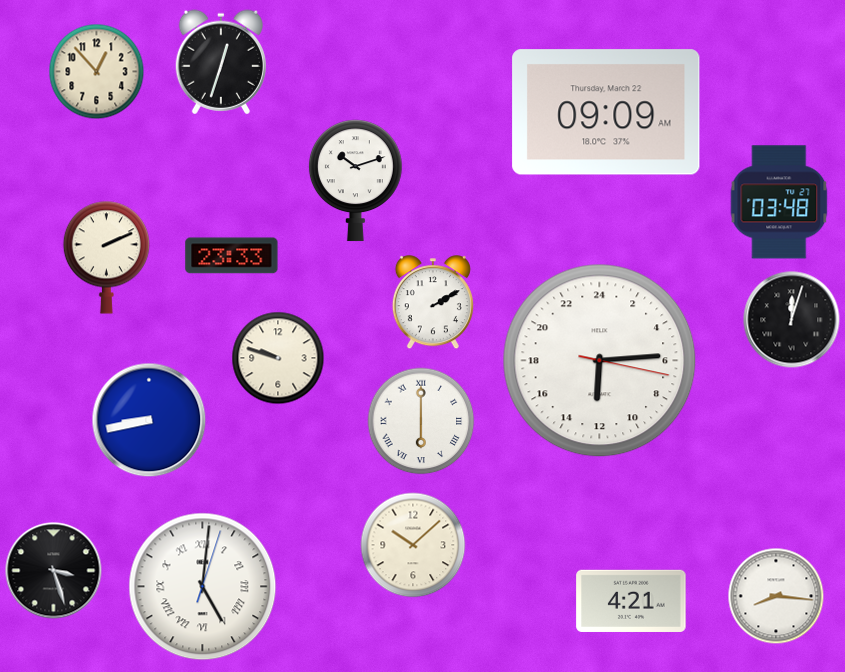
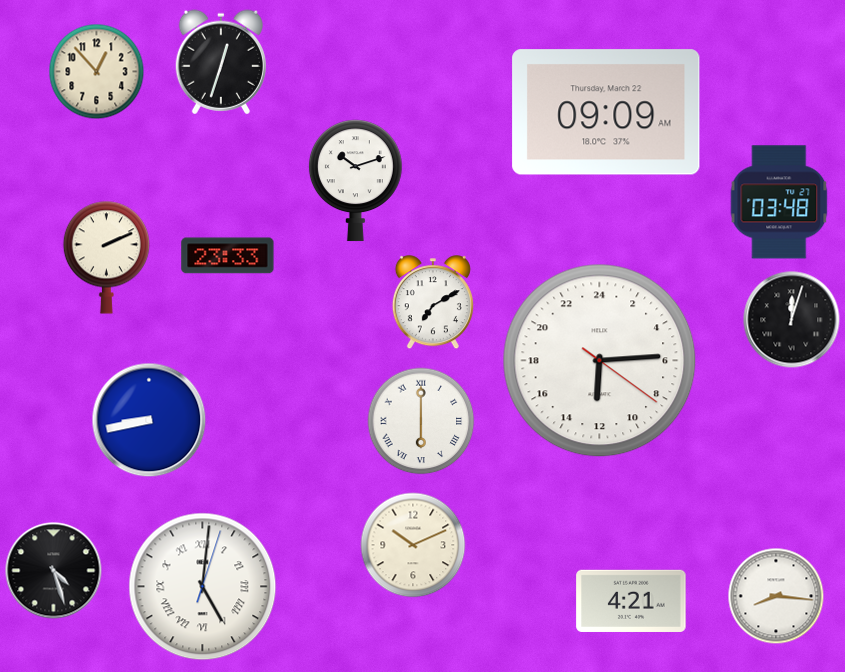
clock at (232, 256) position: (232, 256) -> (228, 256)
clock at (433, 303): 2:10 -> 7:10
clock at (278, 358): 9:48 -> none
clock at (600, 361): 12:14:17 -> 12:14:21
clock at (413, 545): 10:08 -> 10:11
clock at (54, 571): 3:27 -> 4:27
